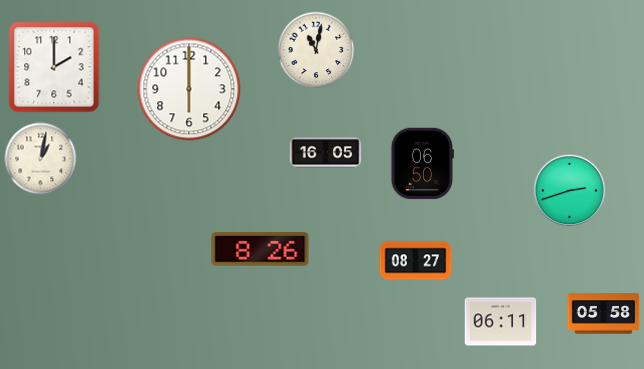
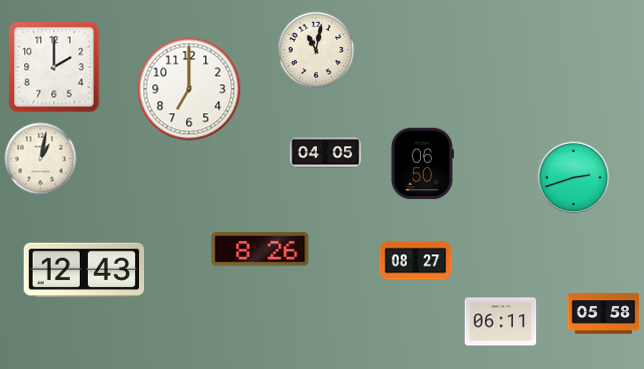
clock at (189, 89): 6:00 -> 7:00
clock at (326, 153): 16:05 -> 04:05
clock at (570, 191) position: (570, 191) -> (574, 178)
clock at (84, 270): none -> 12:43
